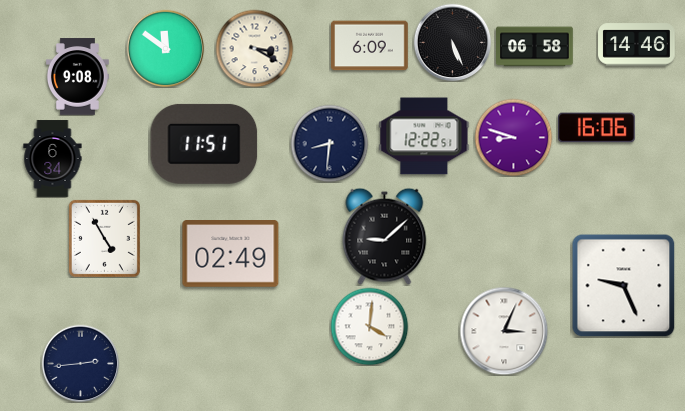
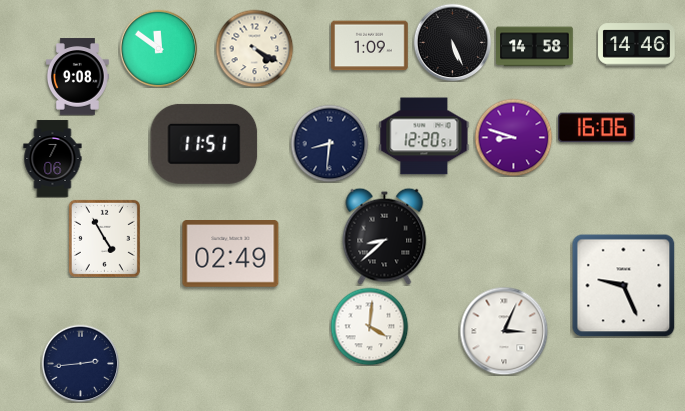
clock at (370, 46): 6:09 -> 1:09
clock at (535, 47): 06:58 -> 14:58
clock at (165, 48) position: (165, 48) -> (158, 48)
clock at (254, 48): 3:20 -> 4:20
clock at (424, 136): 12:22 -> 12:20
clock at (53, 159): 6:34 -> 7:06
clock at (385, 236): 9:08 -> 8:38
